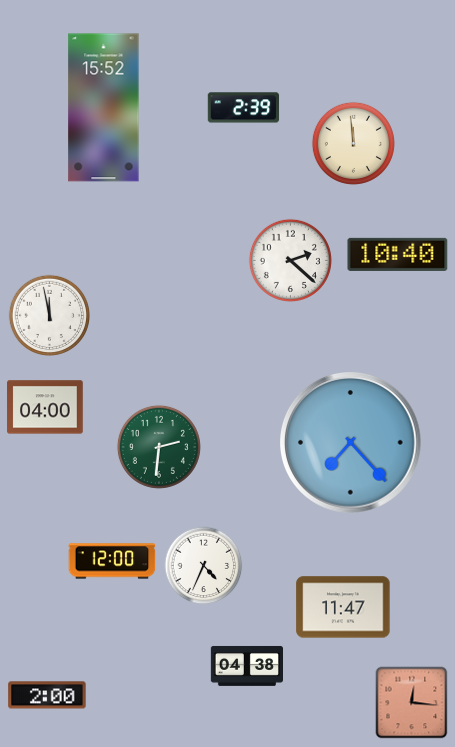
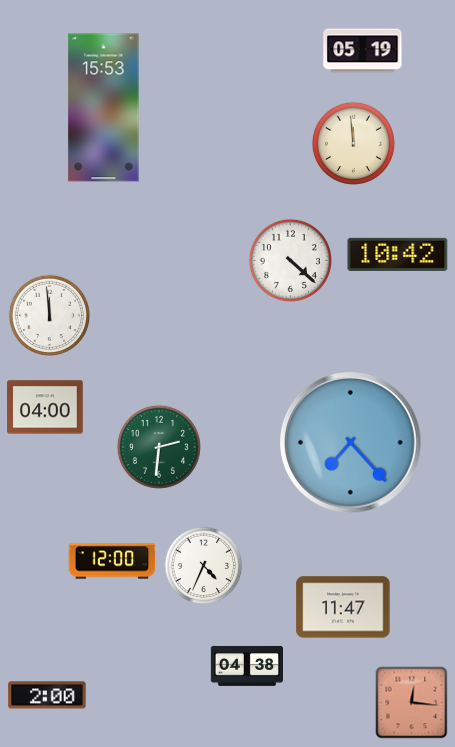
clock at (363, 51): none -> 05:19
clock at (104, 108): 15:52 -> 15:53
clock at (244, 108): 2:39 -> none
clock at (398, 254): 10:40 -> 10:42
clock at (290, 260): 2:22 -> 4:22
clock at (49, 315): 11:58 -> 11:59
